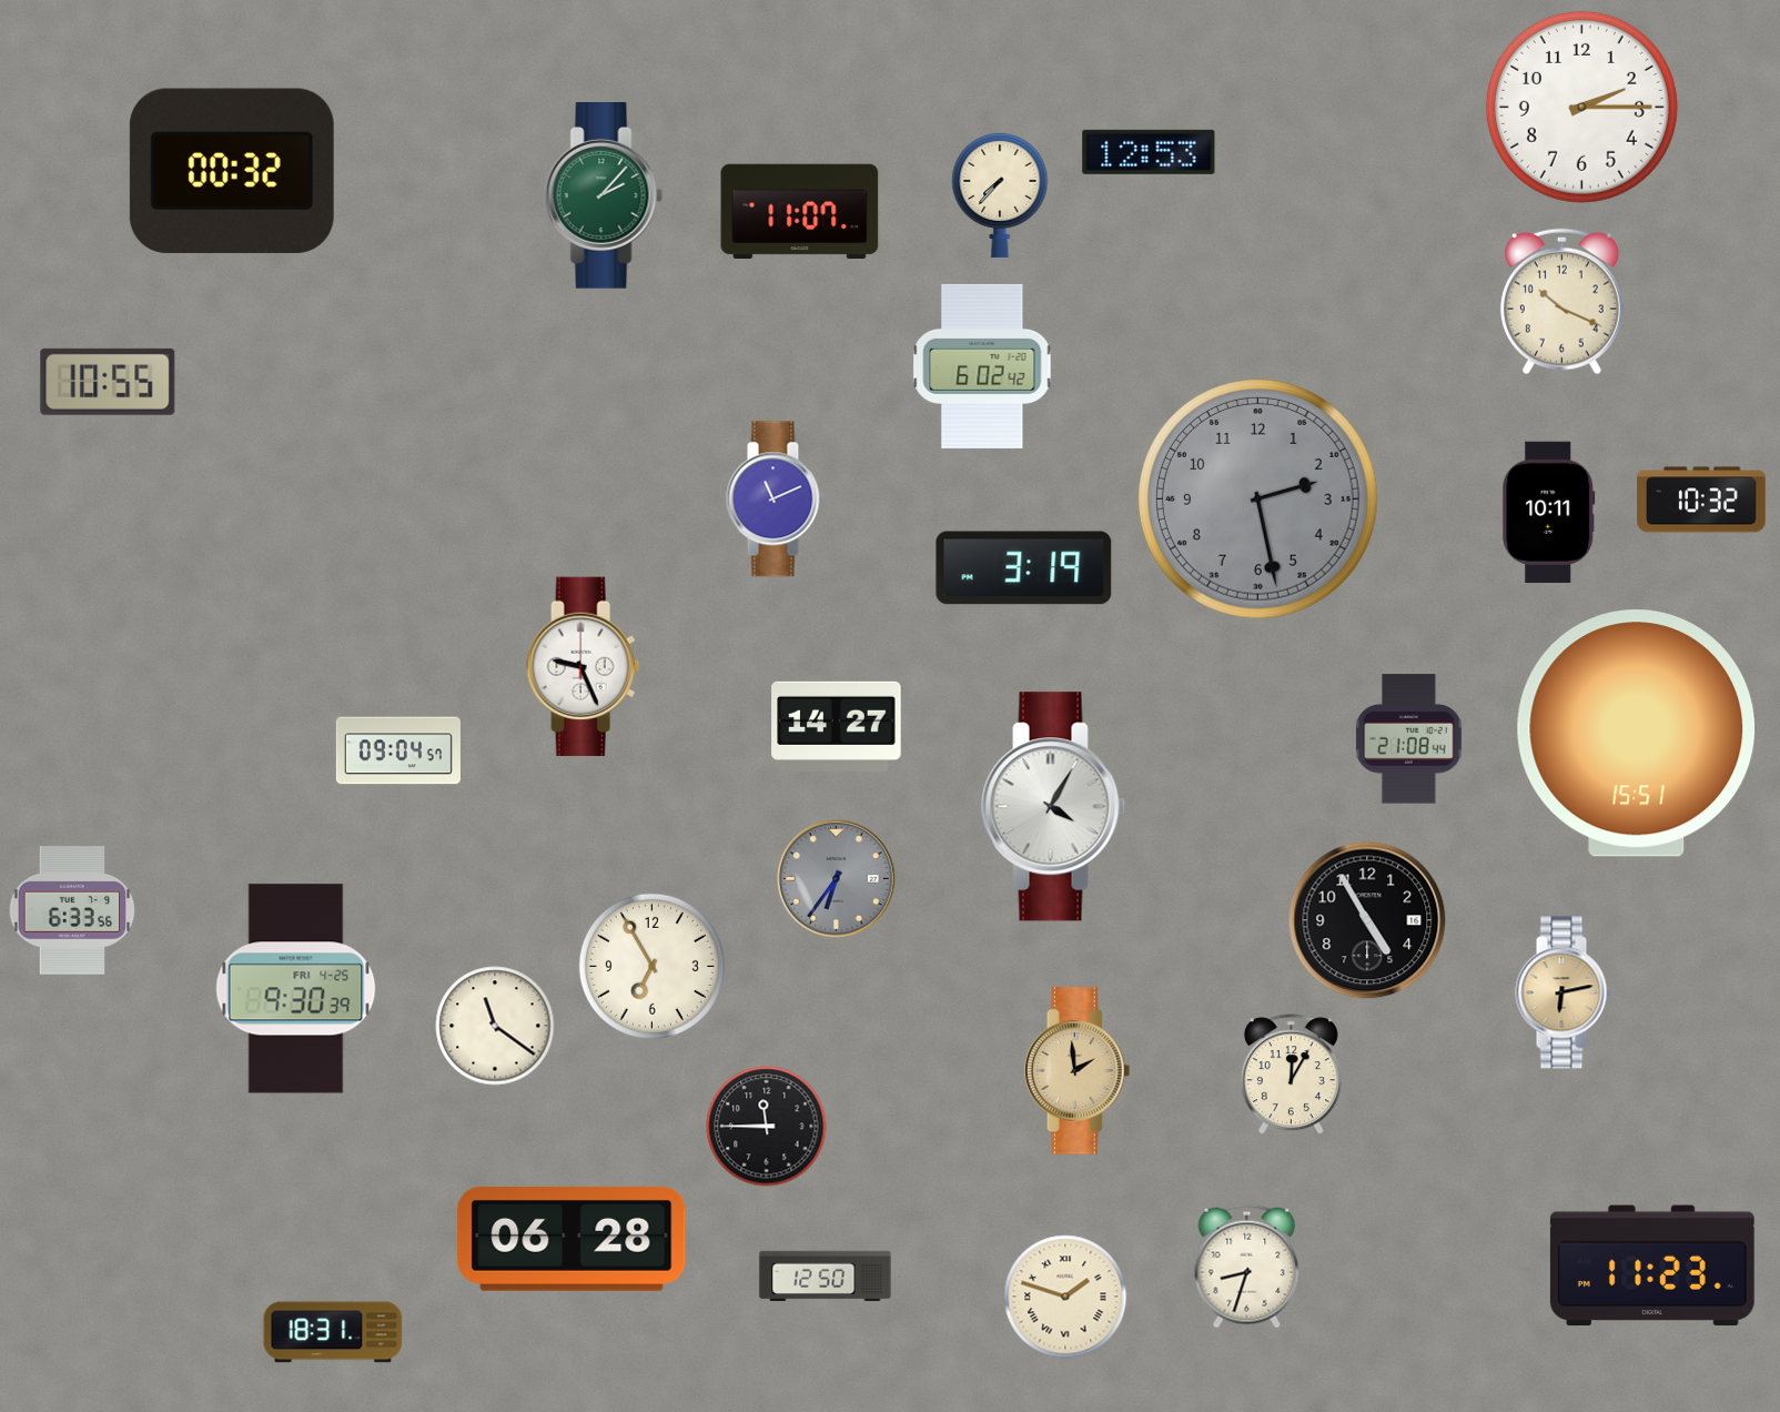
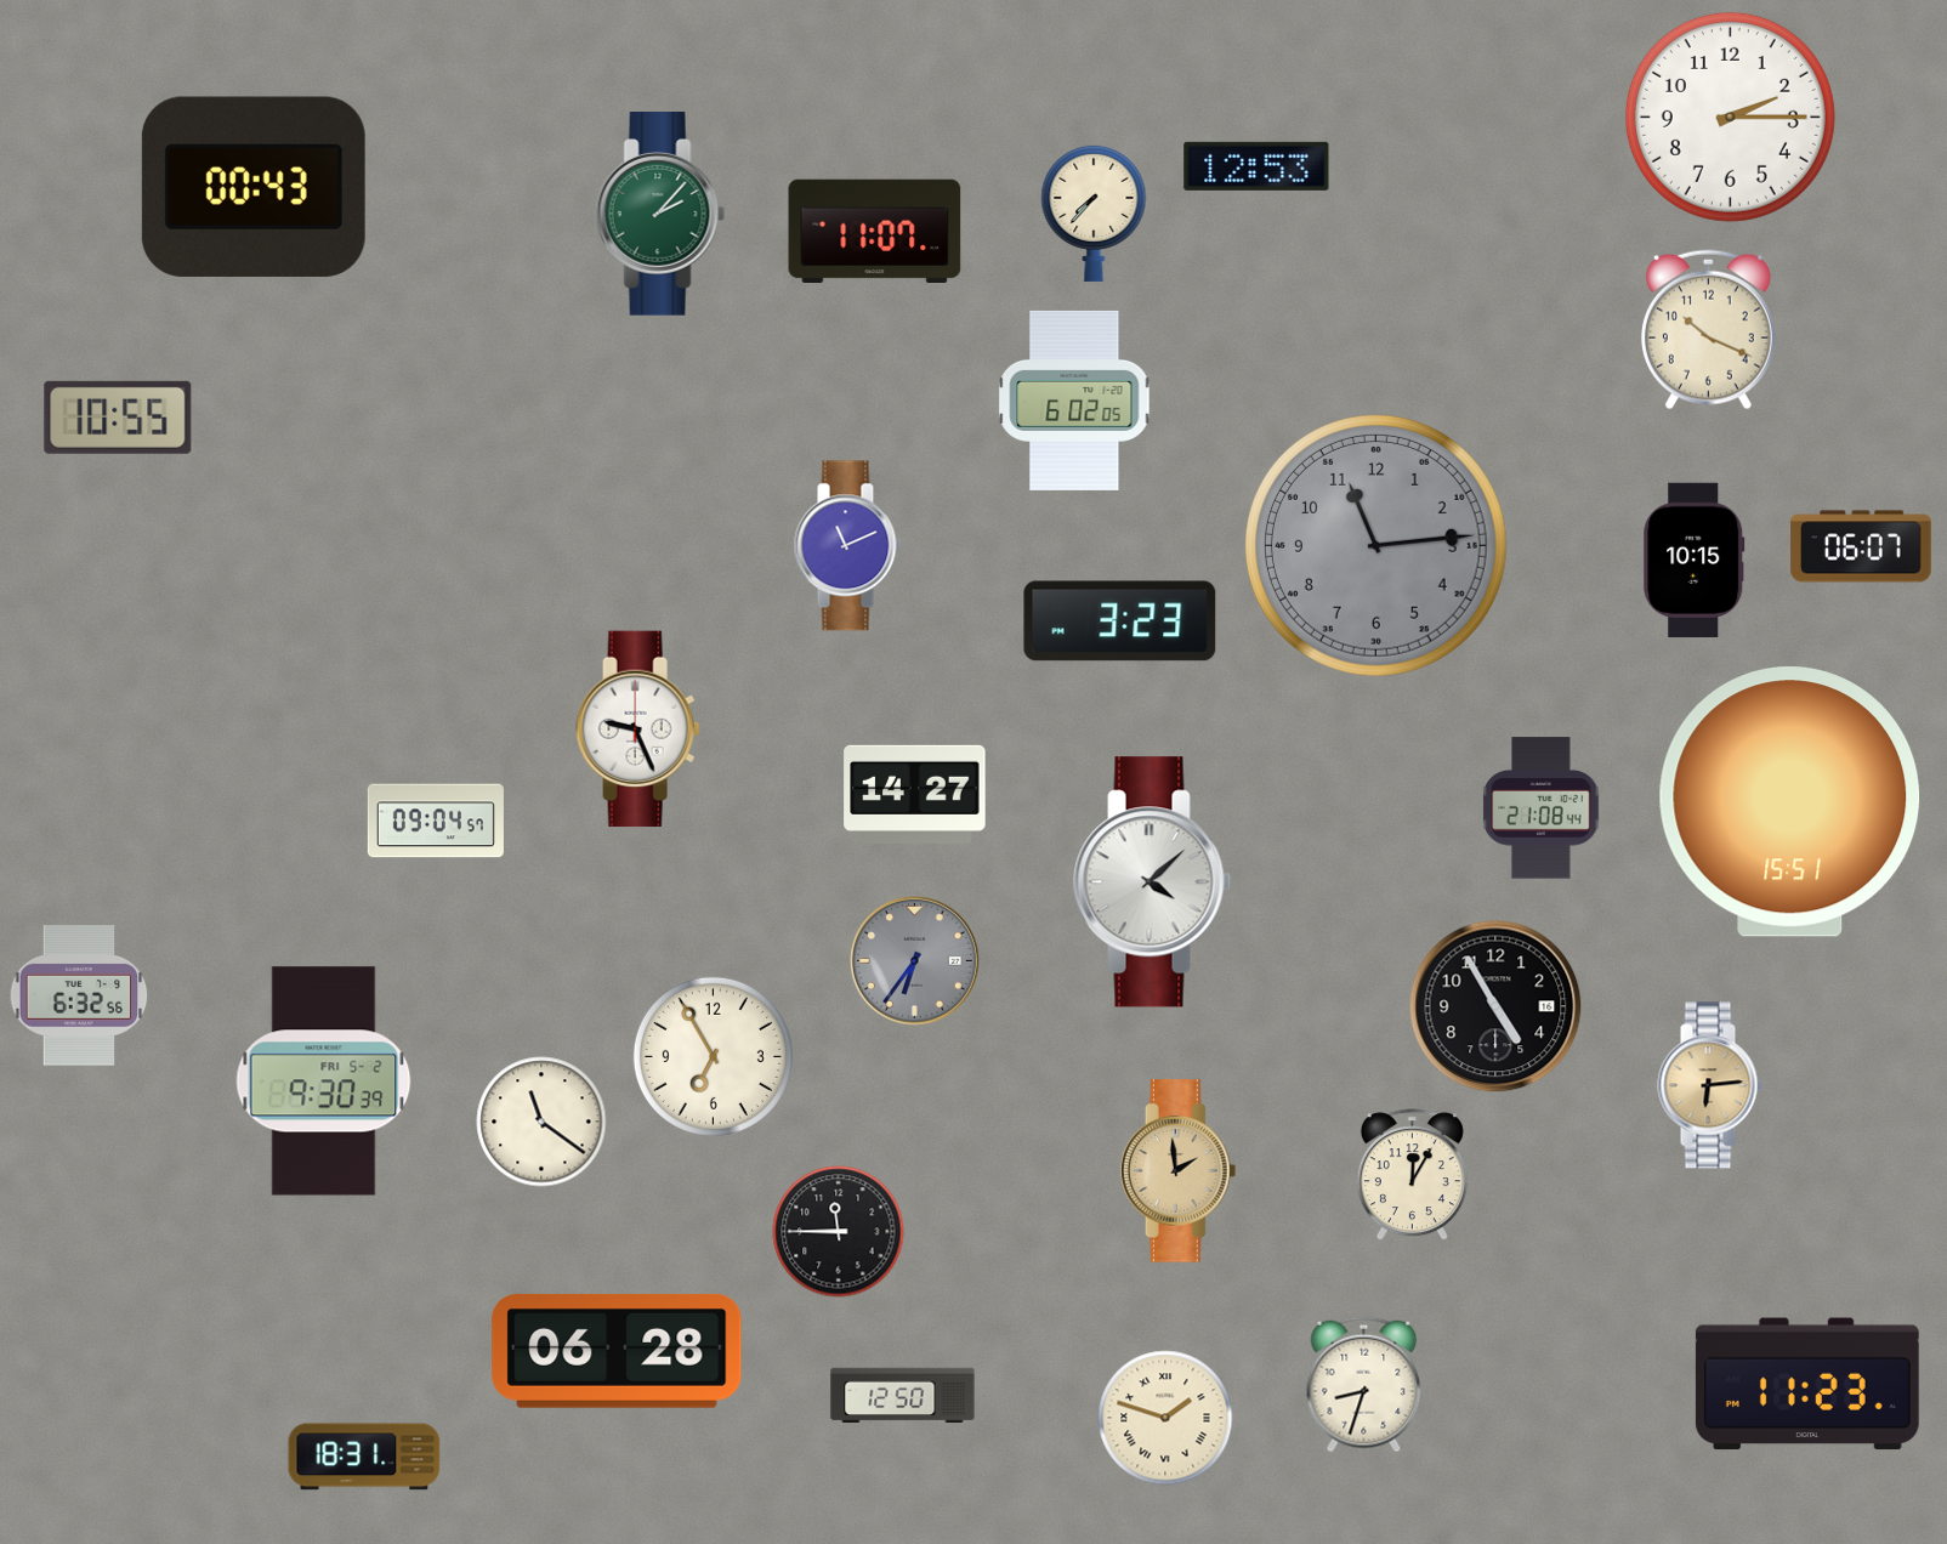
clock at (232, 171): 00:32 -> 00:43
clock at (982, 366): 6:02:42 -> 6:02:05
clock at (1258, 500): 2:28 -> 11:14
clock at (1701, 500): 10:32 -> 06:07
clock at (1549, 513): 10:11 -> 10:15
clock at (1024, 568): 3:19 -> 3:23
clock at (1054, 807): 4:05 -> 4:08
clock at (72, 910): 6:33 -> 6:32
clock at (296, 989) date: FRI 4-25 -> FRI 5-2
clock at (1564, 992): 6:13 -> 6:14
clock at (572, 1239) position: (572, 1239) -> (617, 1351)
